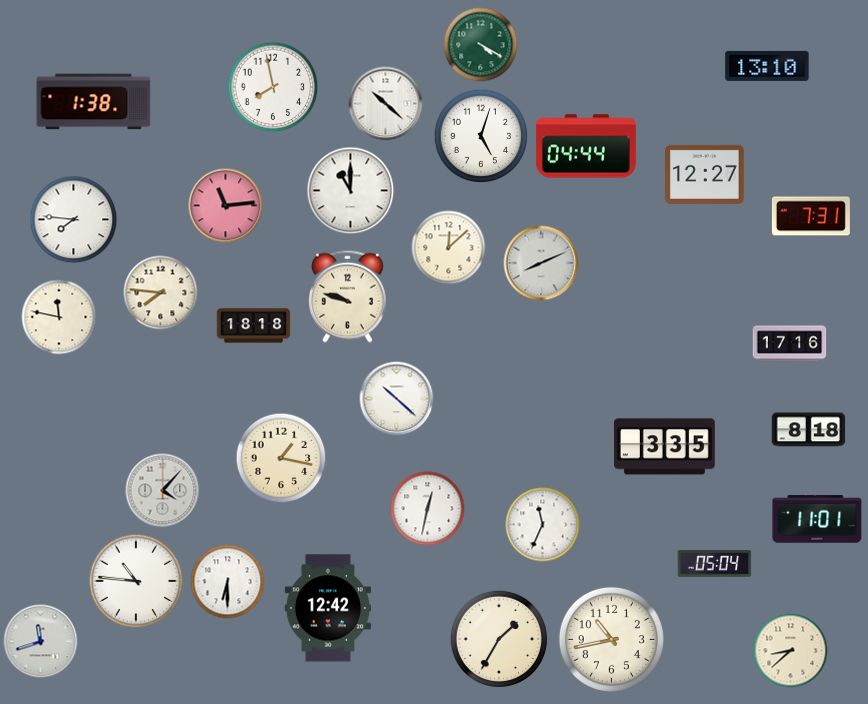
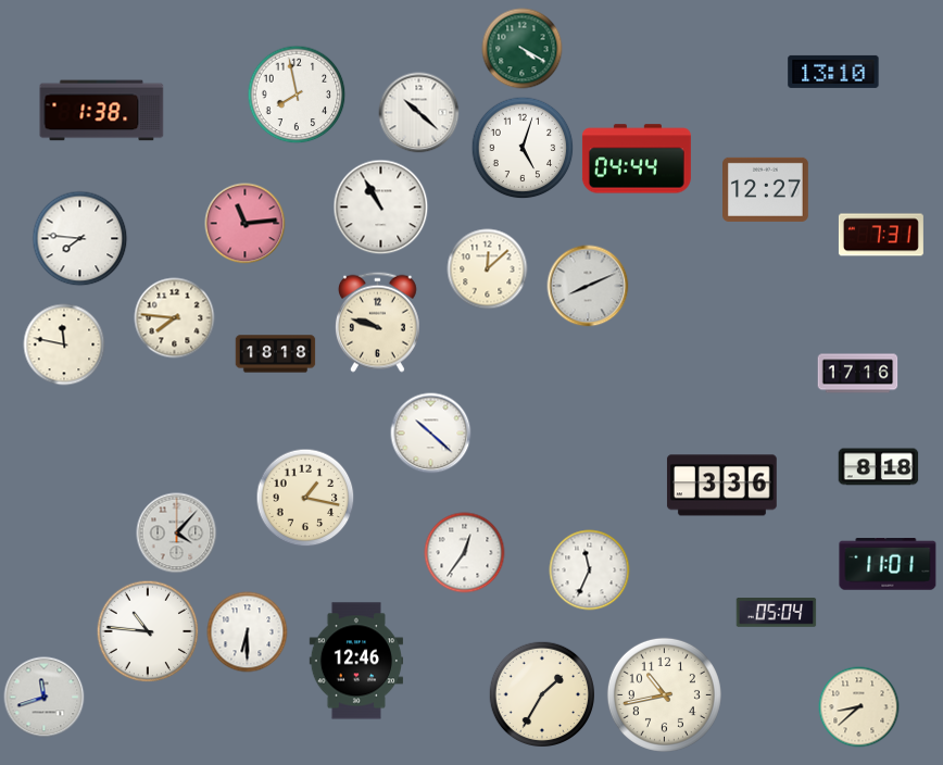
clock at (351, 191): 11:00 -> 10:55
clock at (664, 447): 3:35 -> 3:36
clock at (428, 509): 12:32 -> 12:36
clock at (327, 608): 12:42 -> 12:46
